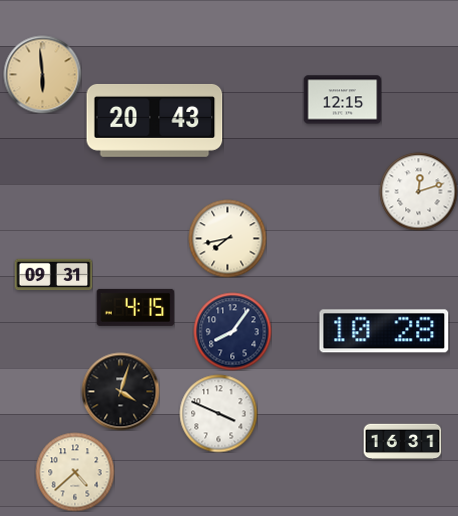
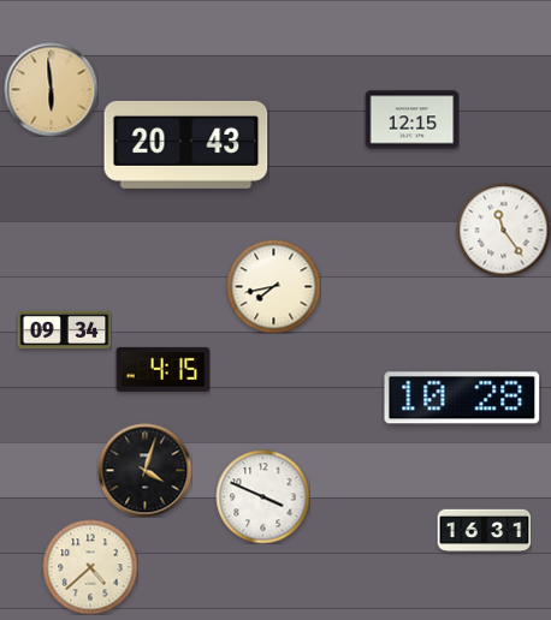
clock at (418, 191): 12:12 -> 11:24
clock at (53, 275): 09:31 -> 09:34
clock at (232, 331): 8:06 -> none
